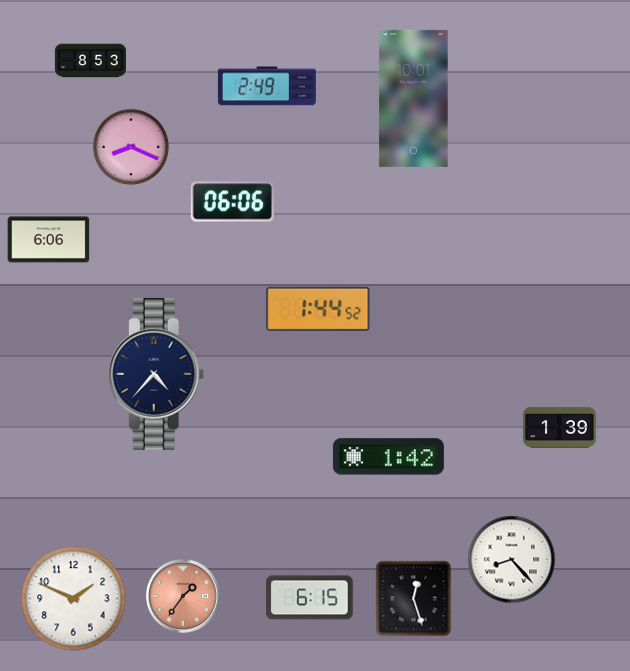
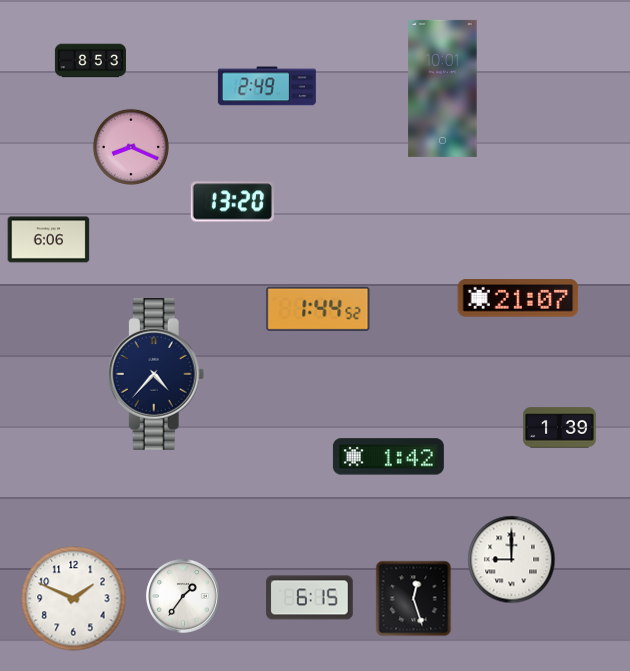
clock at (414, 98) position: (414, 98) -> (443, 88)
clock at (232, 202): 06:06 -> 13:20
clock at (518, 298): none -> 21:07
clock at (512, 560): 8:23 -> 9:00
clock at (183, 596) dial: salmon -> white
